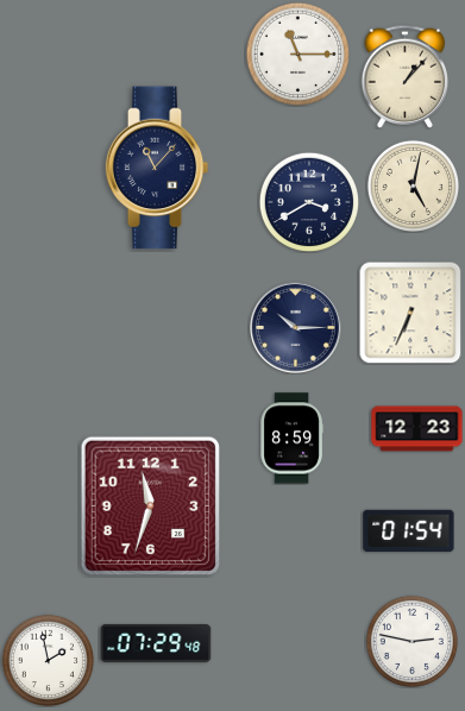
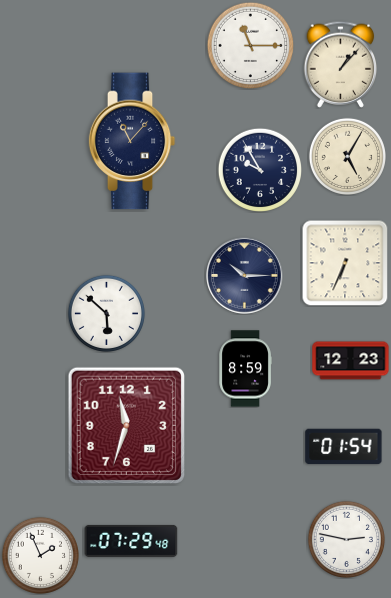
clock at (413, 185): 5:02 -> 5:05
clock at (308, 201): 3:40 -> 9:55
clock at (296, 328) position: (296, 328) -> (245, 276)
clock at (106, 313): none -> 5:52
clock at (48, 660): 1:58 -> 1:56
